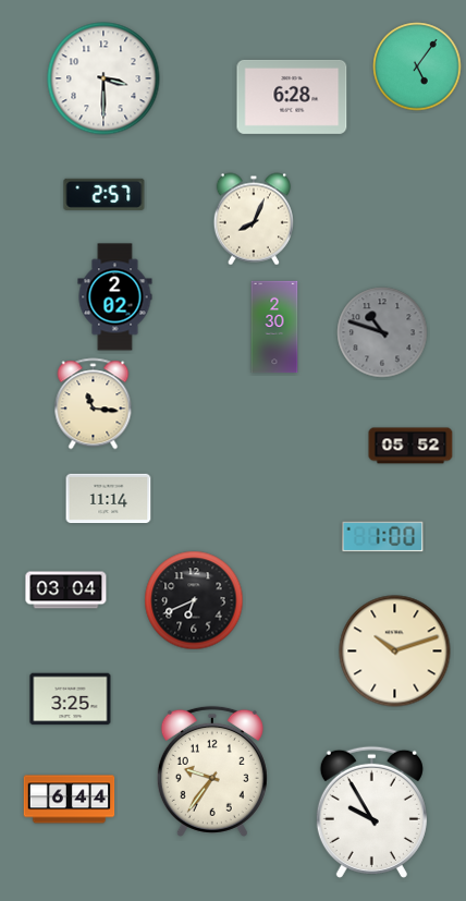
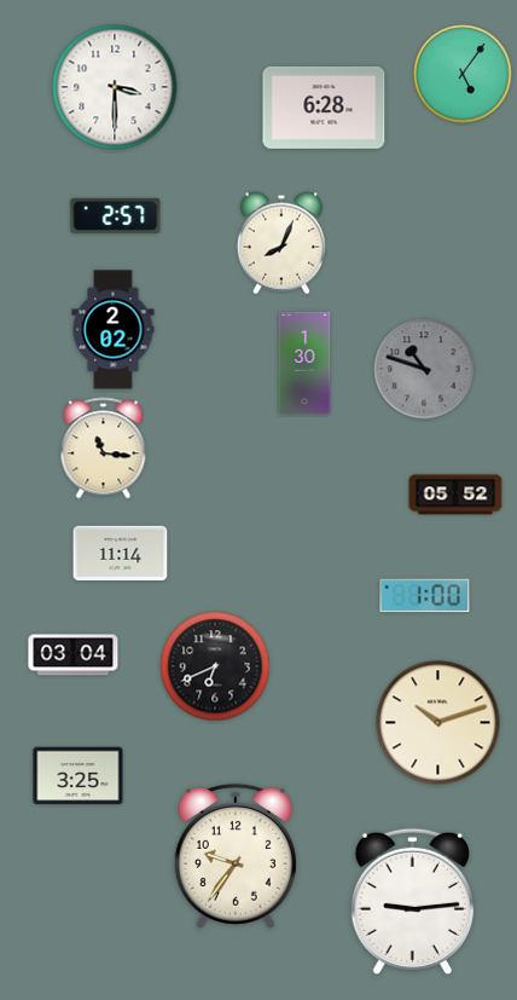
clock at (115, 297) position: (115, 297) -> (114, 330)
clock at (274, 327): 2:30 -> 1:30
clock at (70, 800): 6:44 -> none
clock at (371, 812): 9:55 -> 9:14
